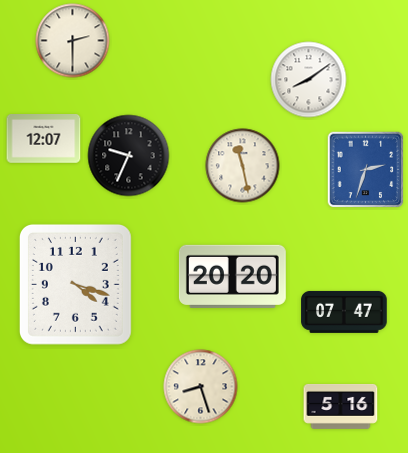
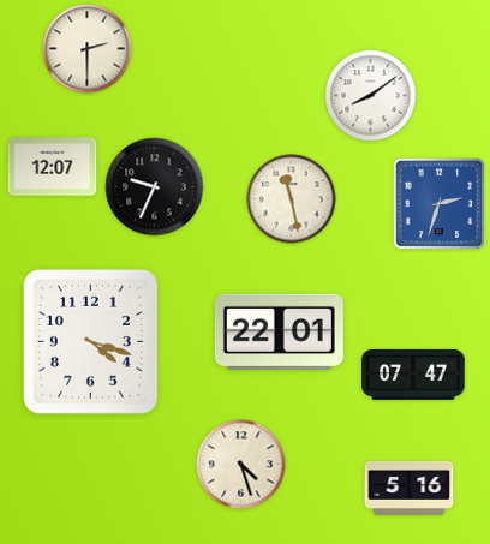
clock at (232, 276): 20:20 -> 22:01
clock at (201, 387): 8:27 -> 4:27
